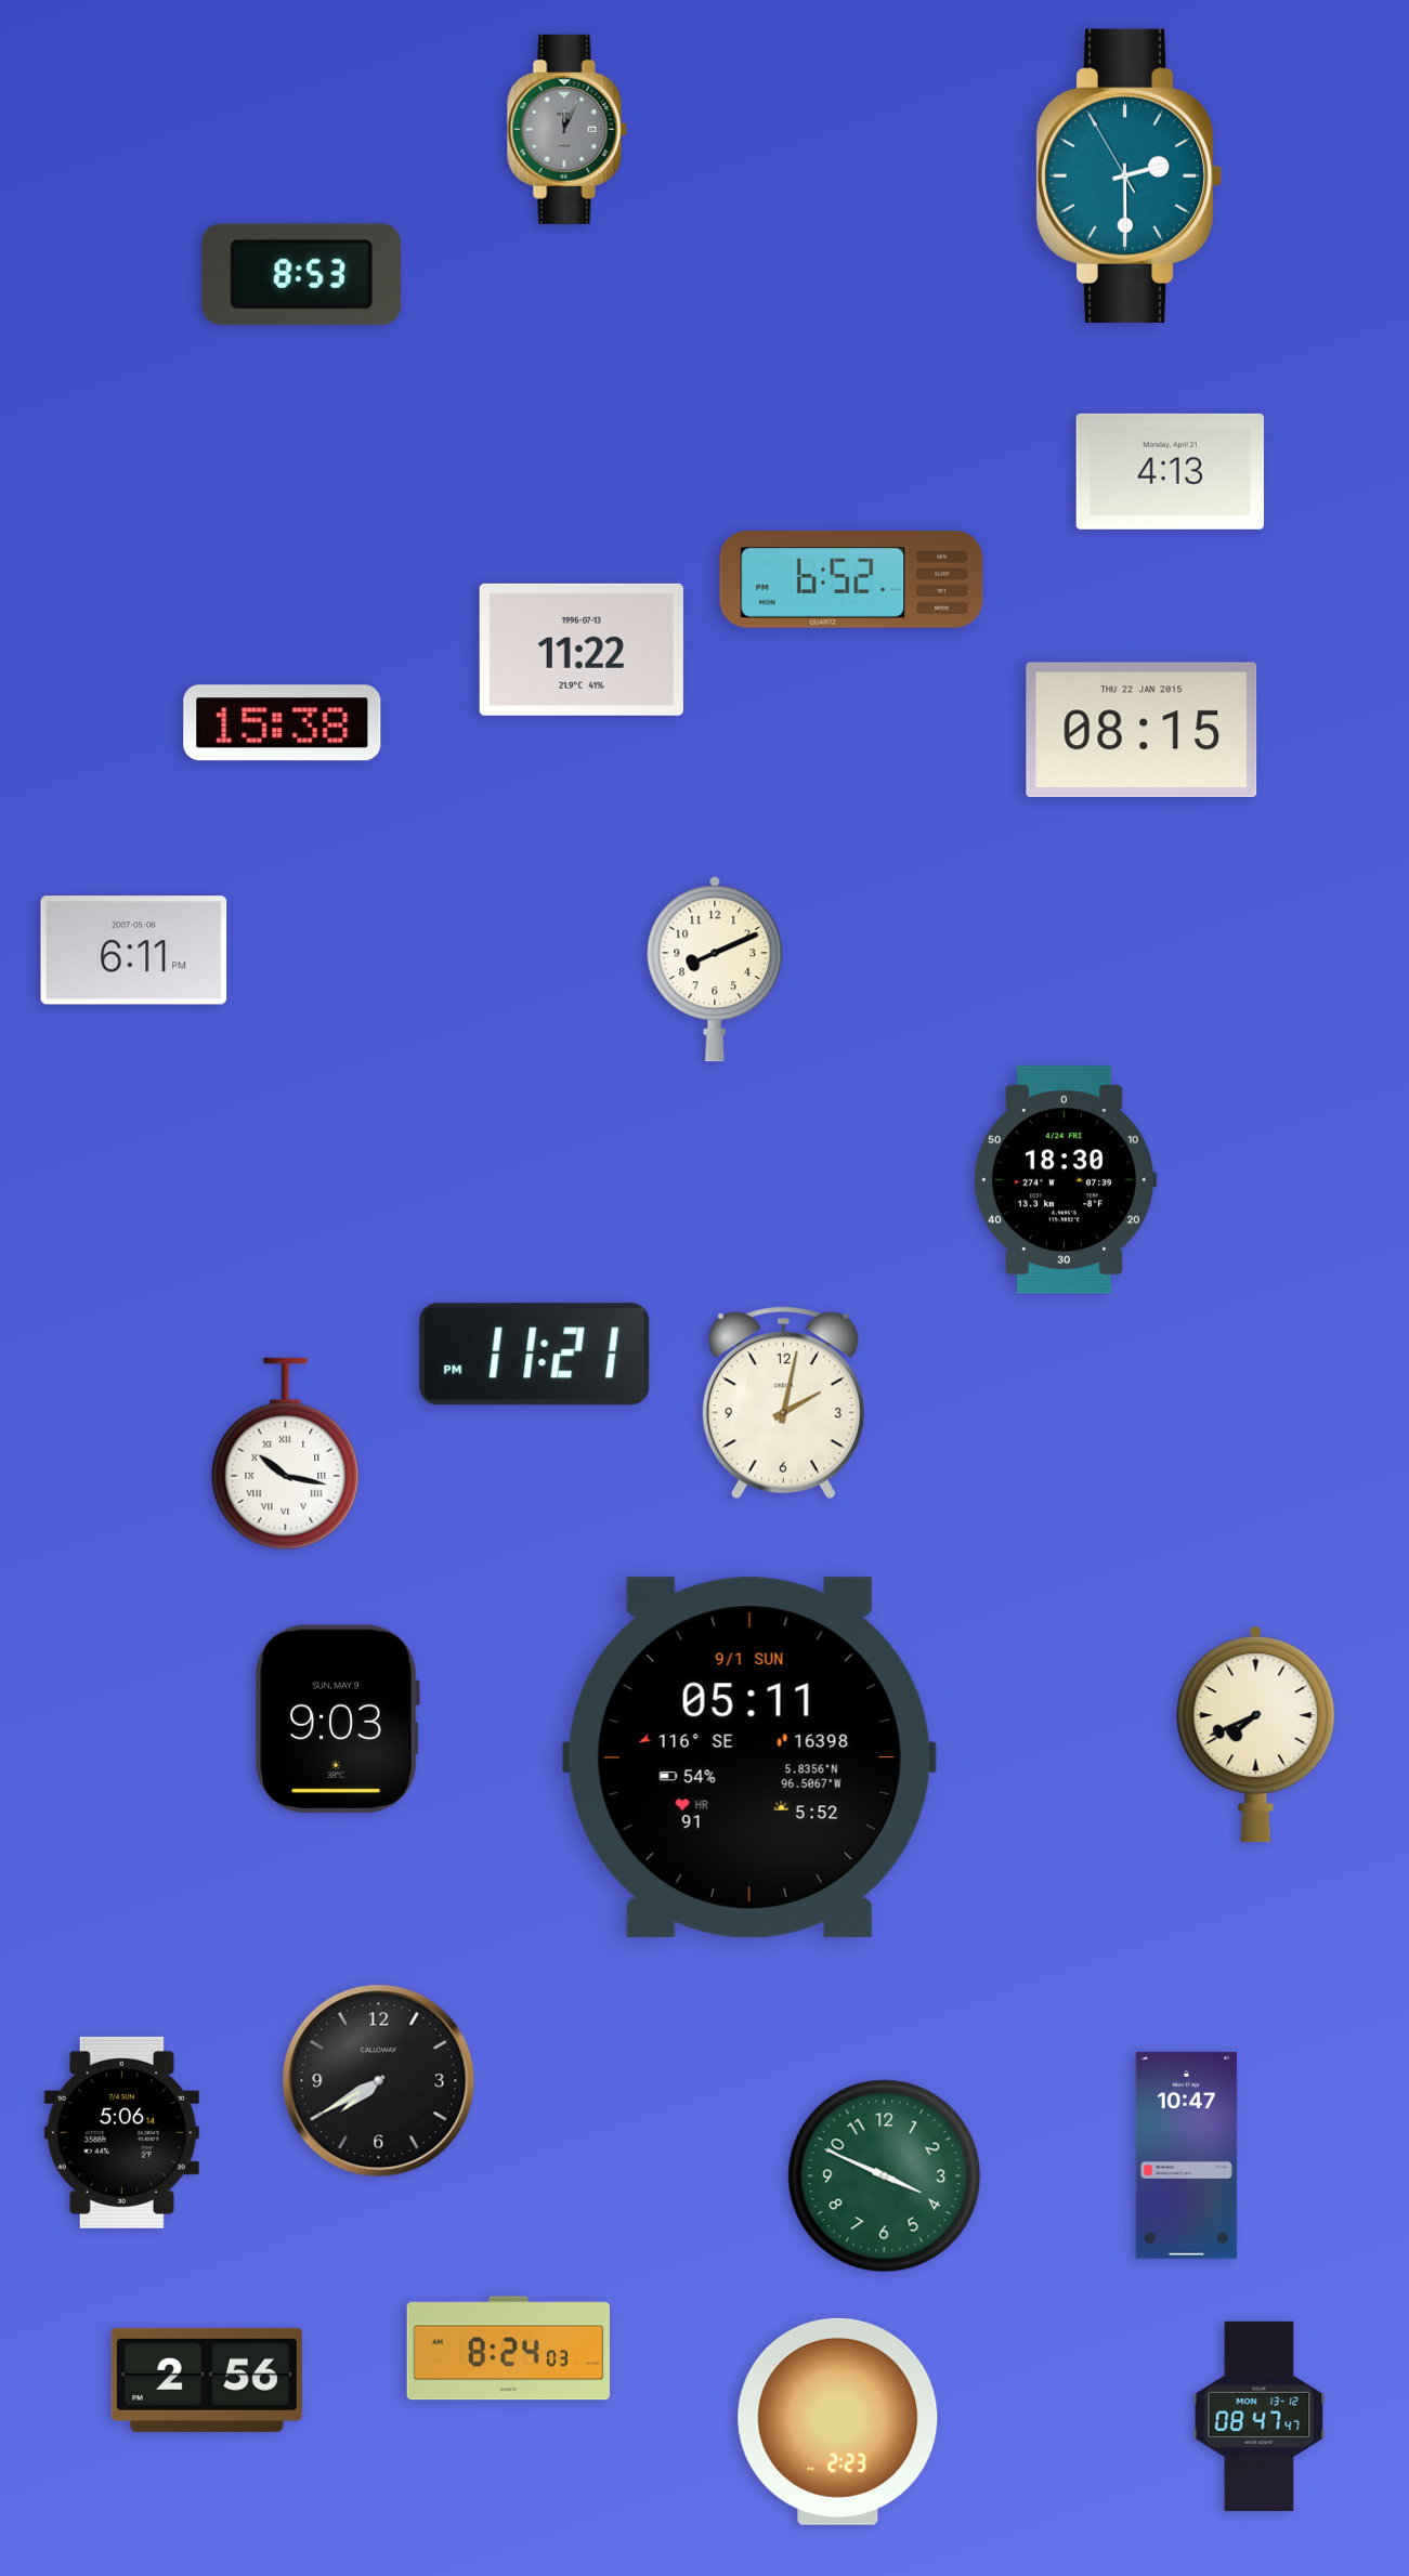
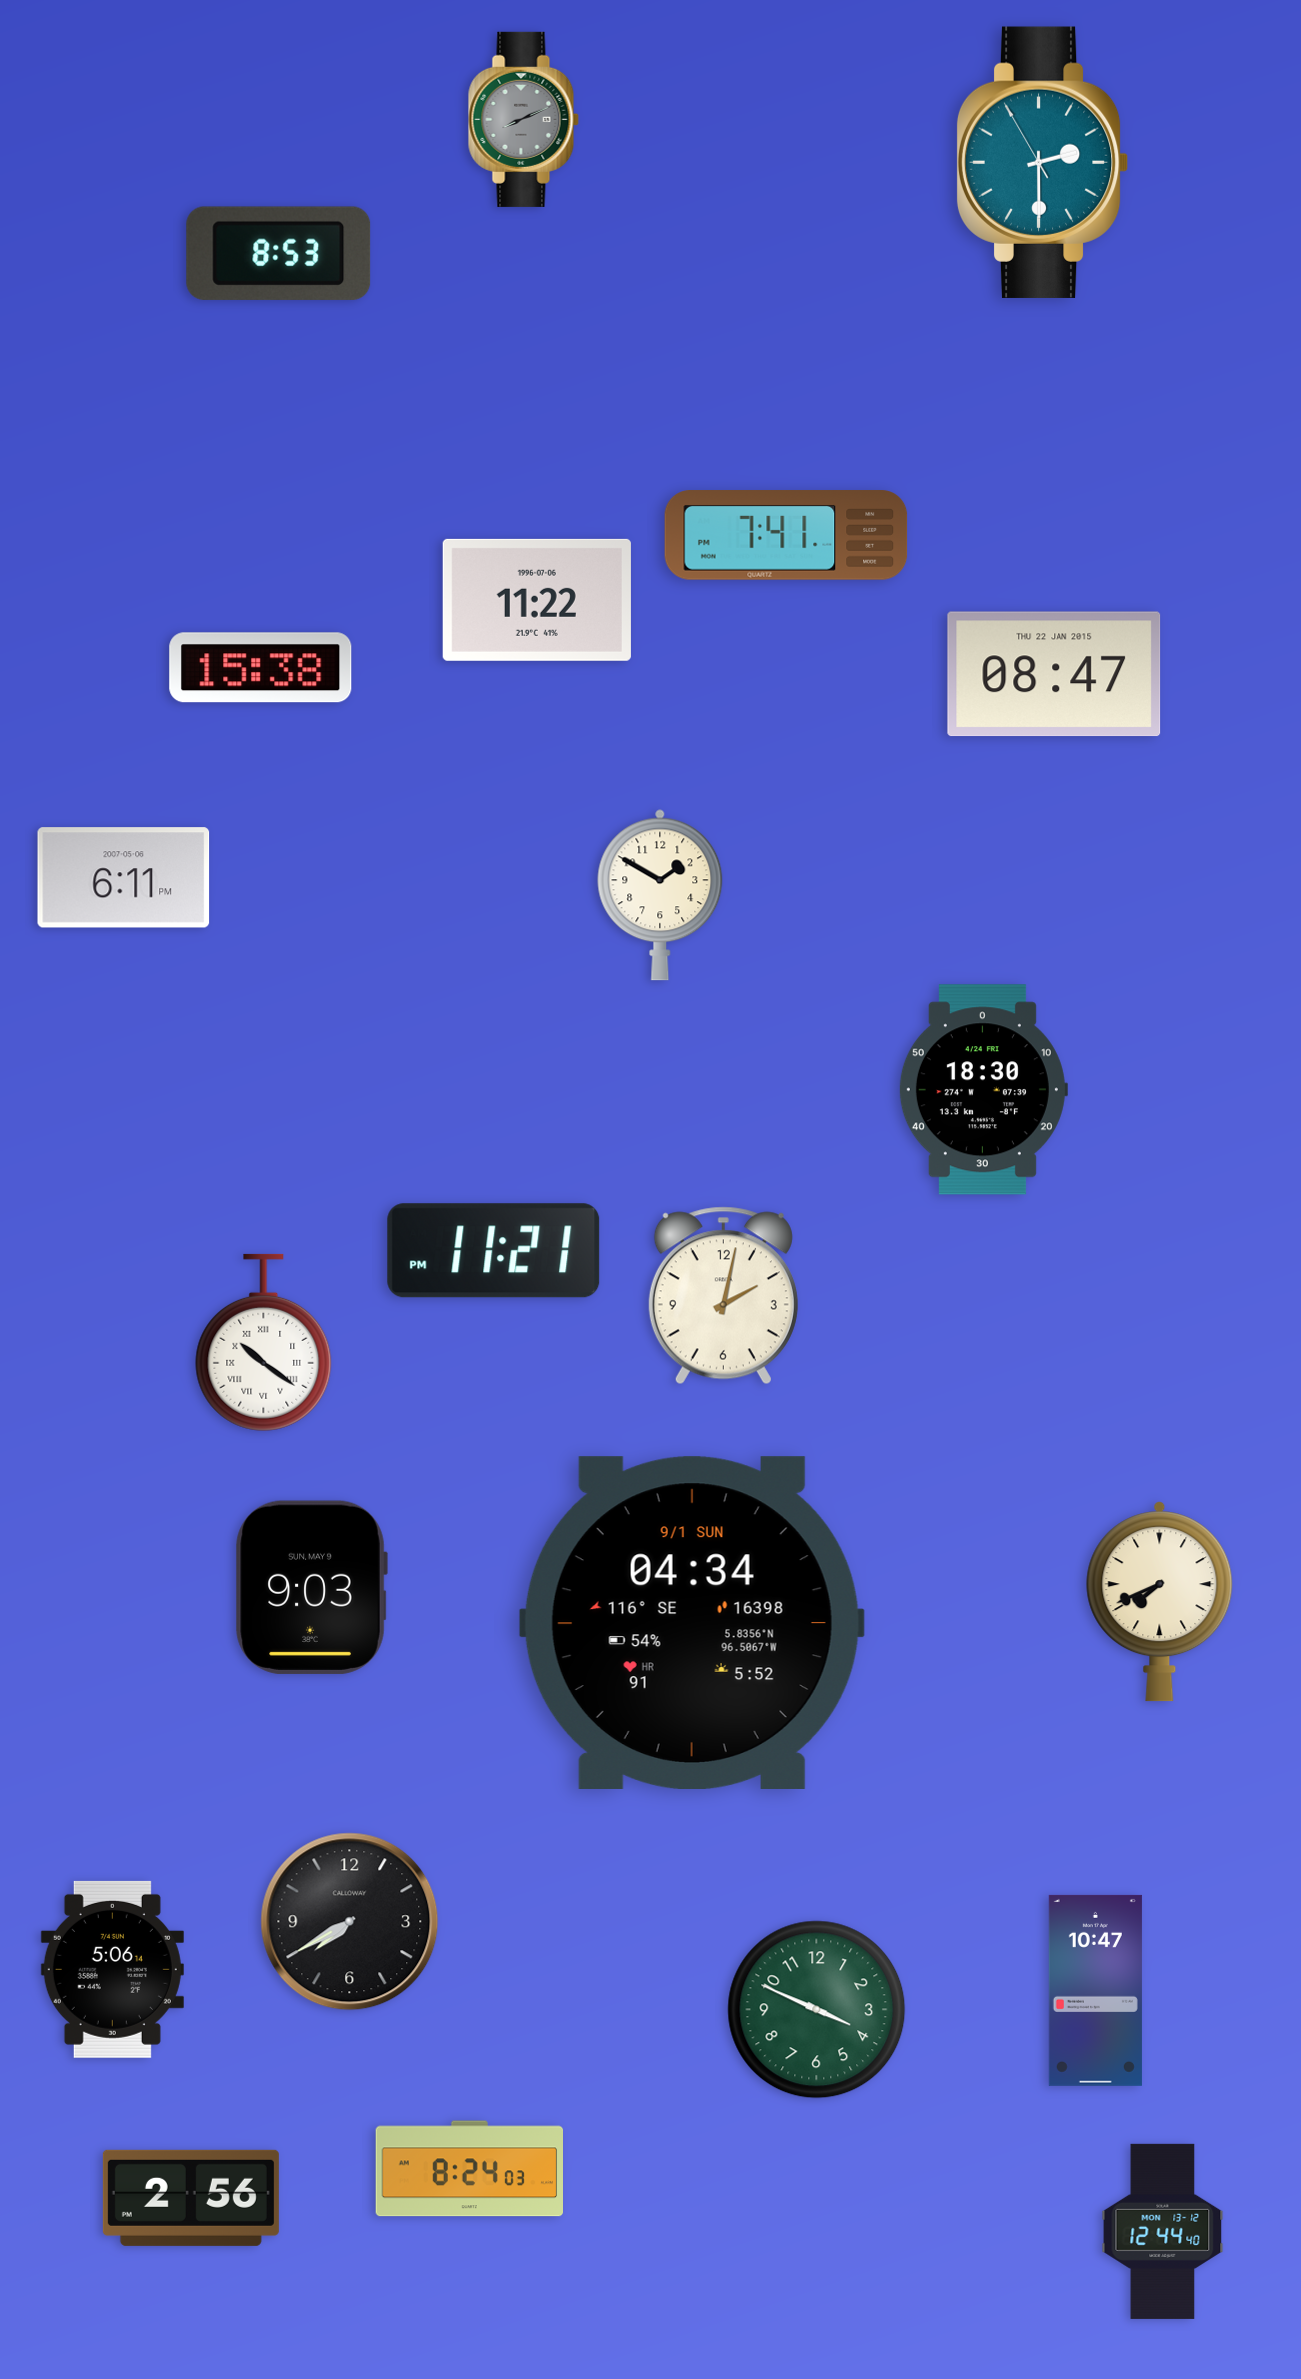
clock at (566, 129): 12:04 -> 8:11
clock at (1170, 471): 4:13 -> none
clock at (851, 579): 6:52 -> 7:41
clock at (582, 650) date: 1996-07-13 -> 1996-07-06
clock at (1141, 730): 08:15 -> 08:47
clock at (715, 969): 8:11 -> 1:50
clock at (286, 1453): 10:17 -> 10:21
clock at (749, 1757): 05:11 -> 04:34
clock at (1260, 2416): 08:47 -> 12:44
clock at (838, 2421): 2:23 -> none
